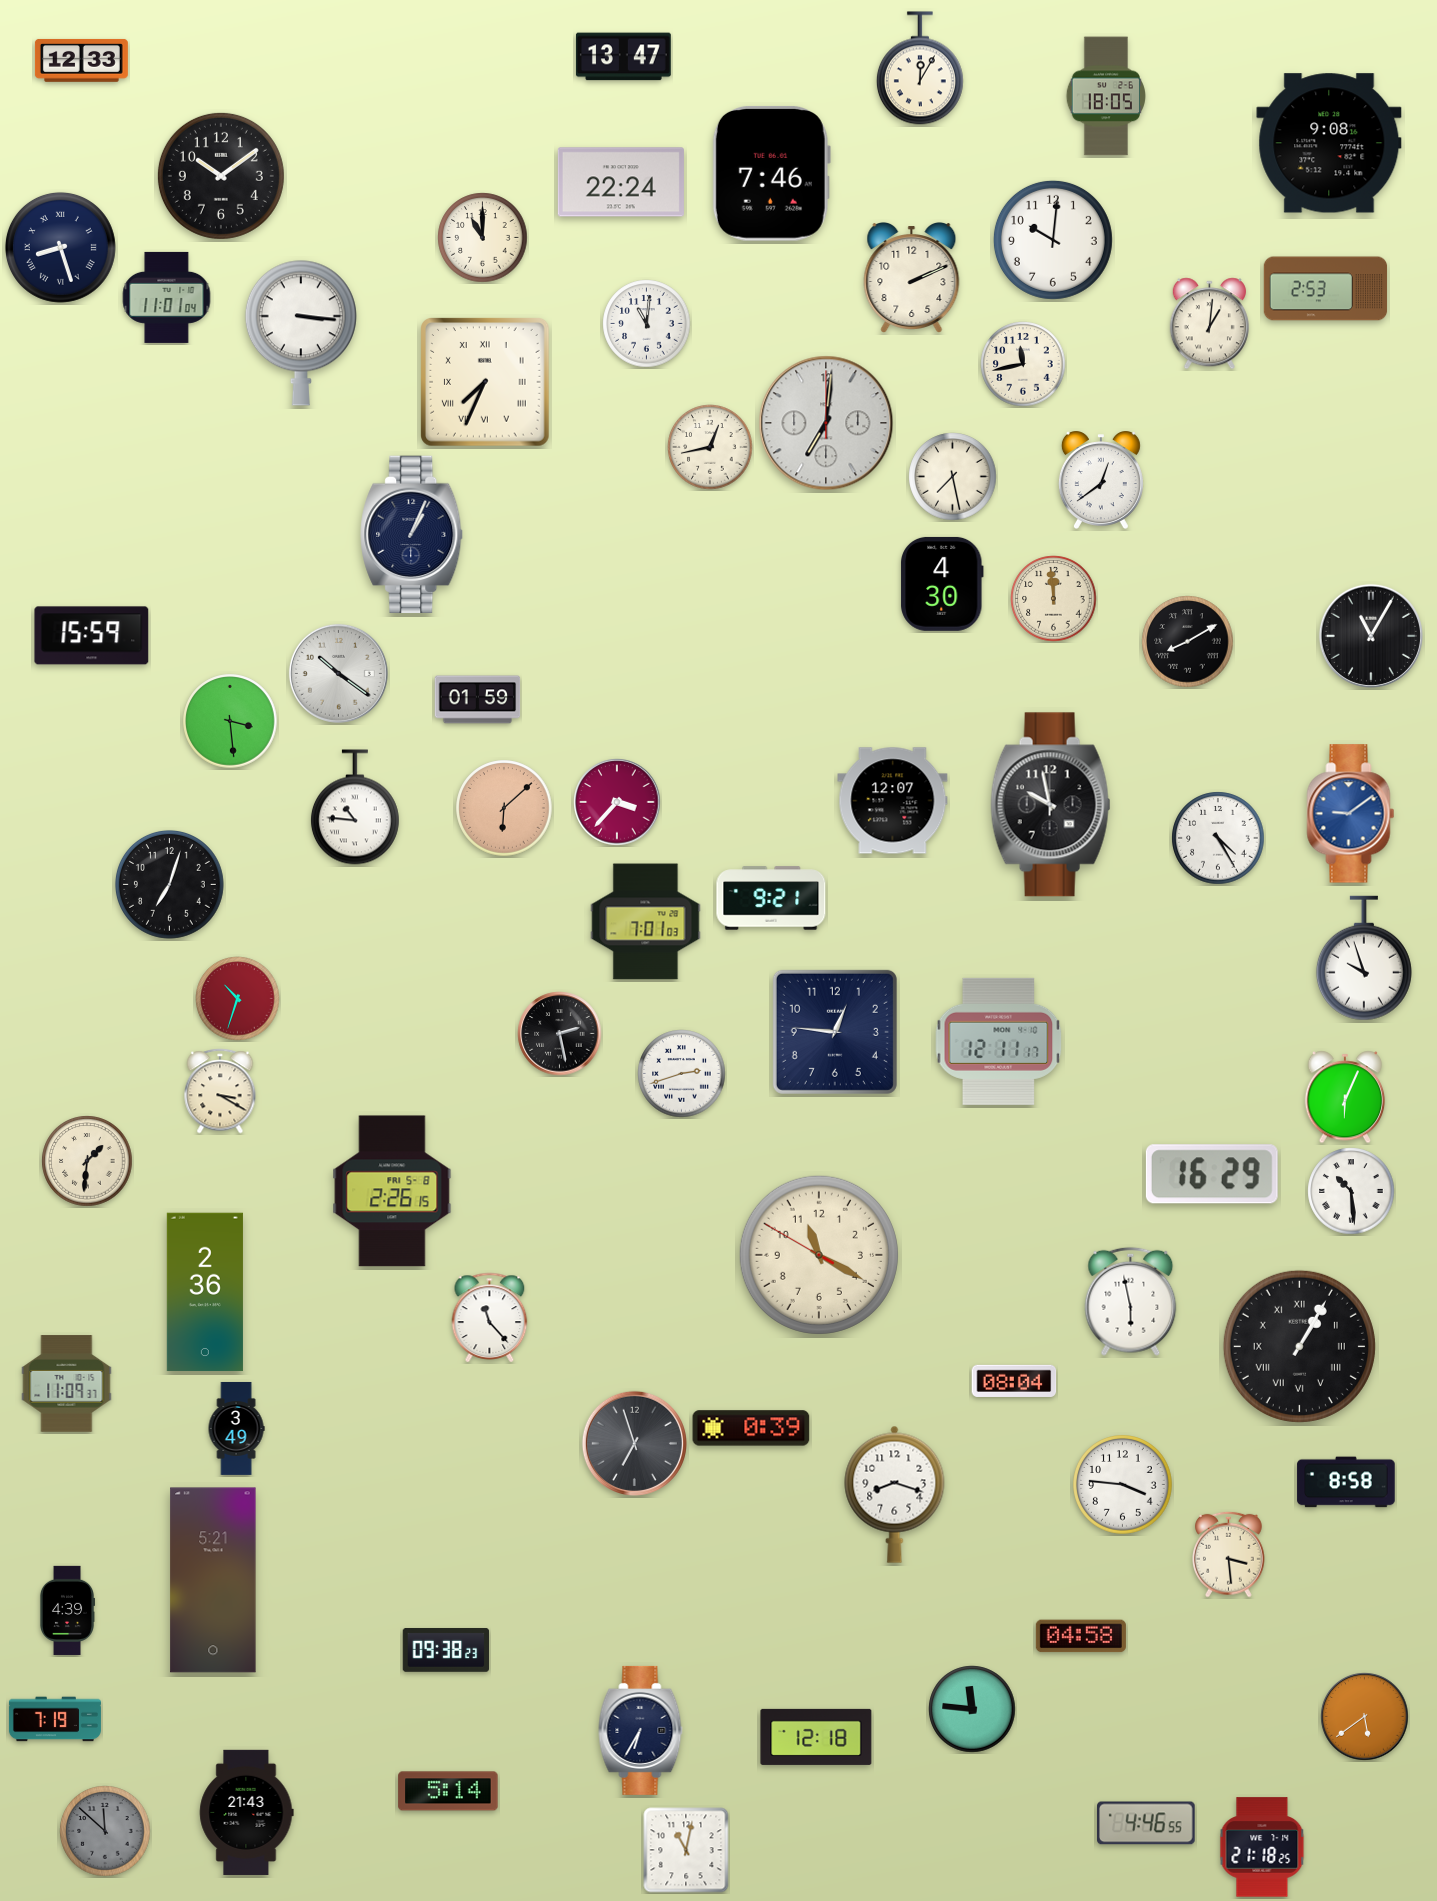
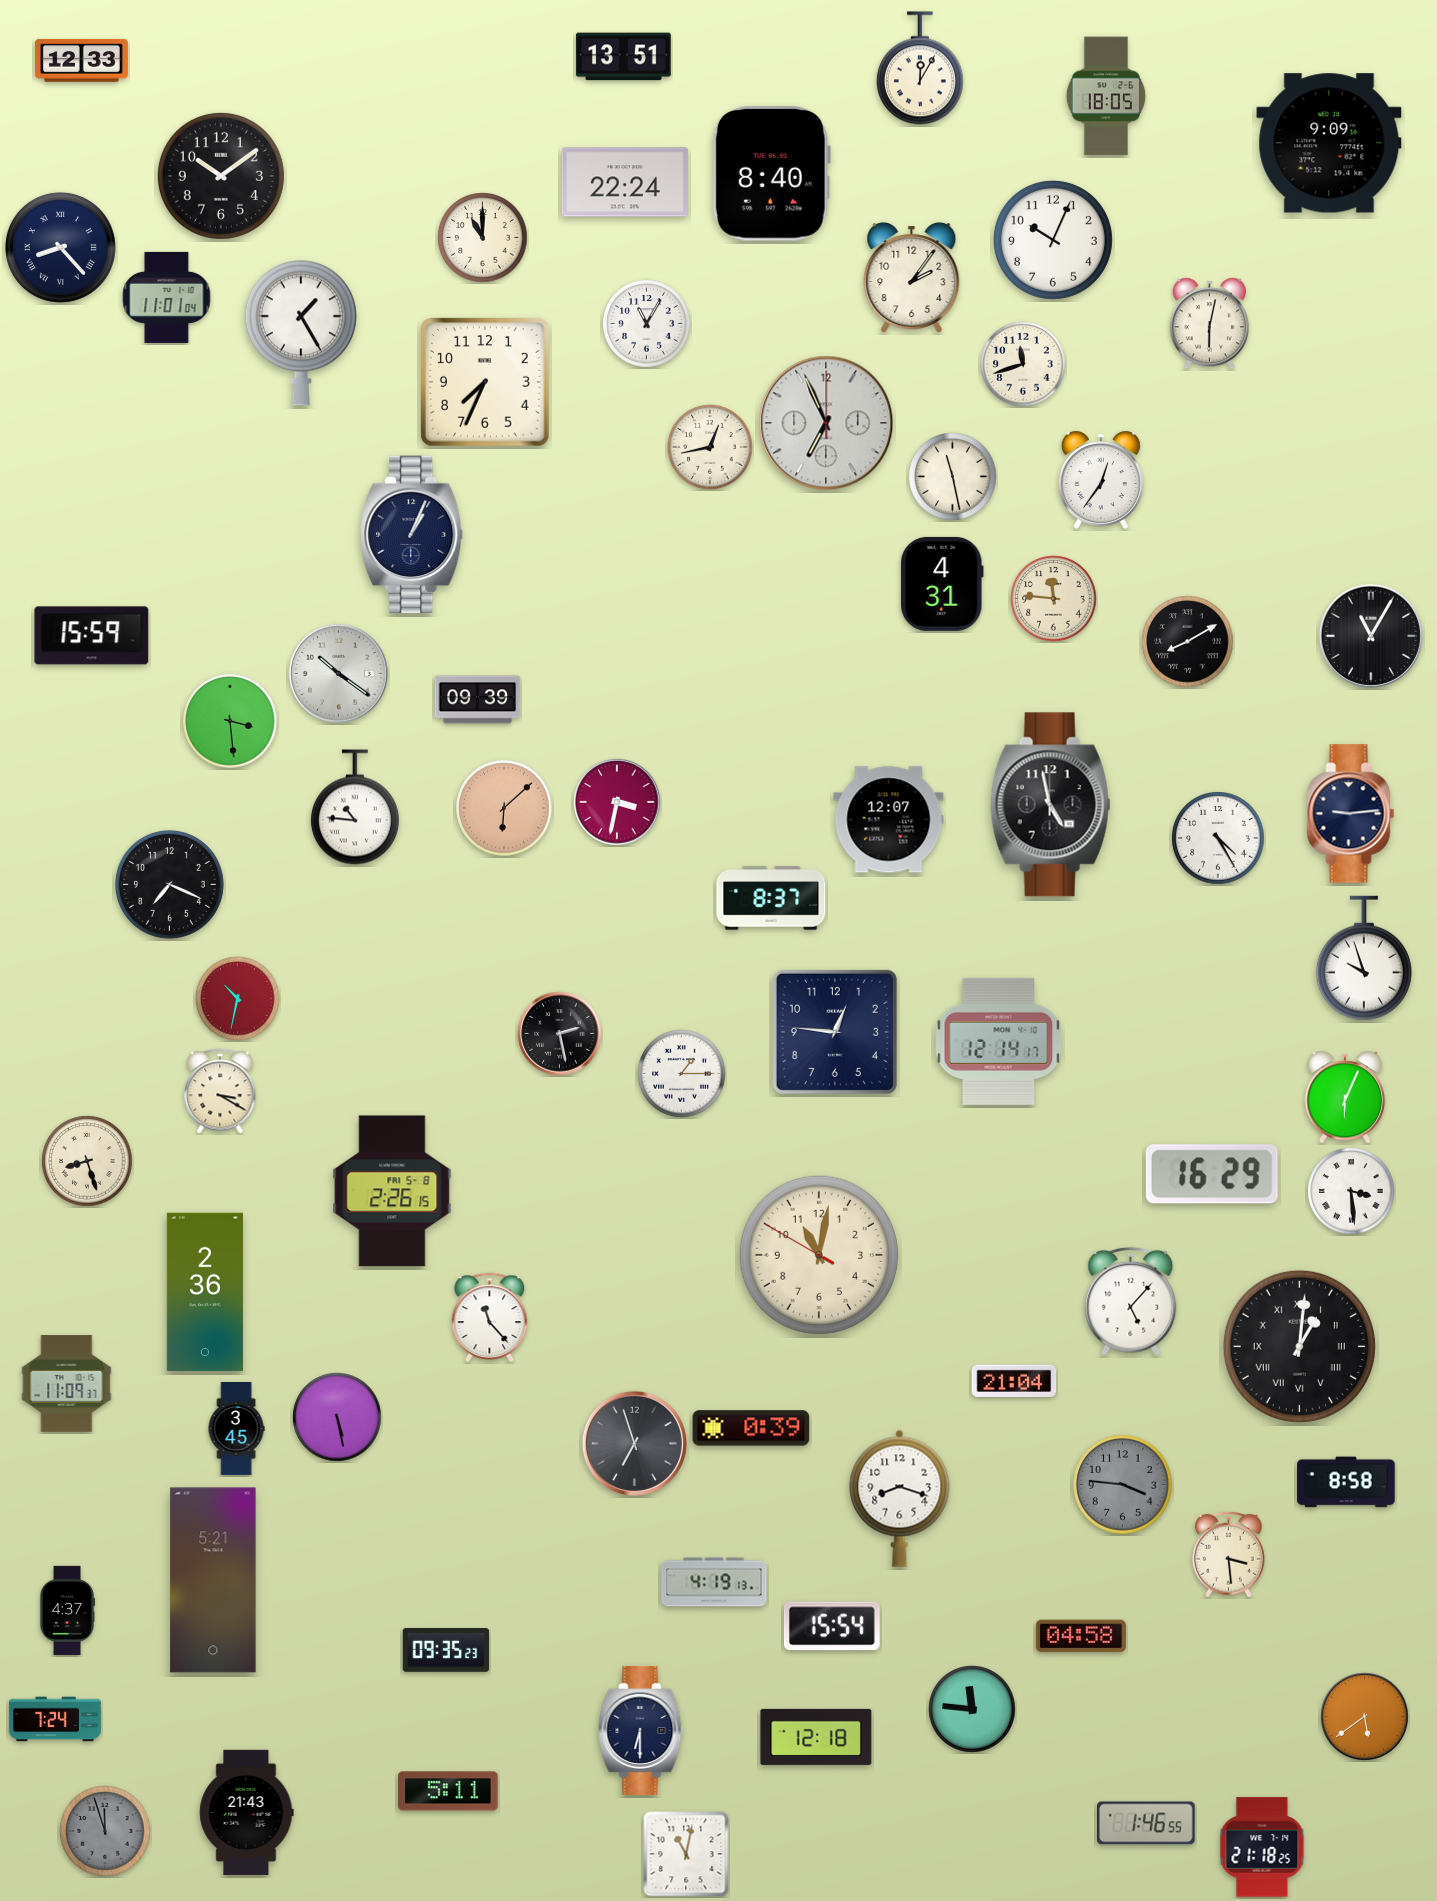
clock at (623, 57): 13:47 -> 13:51
clock at (1329, 143): 9:08 -> 9:09
clock at (771, 173): 7:46 -> 8:40
clock at (621, 182) position: (621, 182) -> (625, 182)
clock at (1053, 240): 10:01 -> 10:04
clock at (60, 247): 8:27 -> 8:23
clock at (912, 278): 2:11 -> 2:06
clock at (1326, 289): 2:53 -> none
clock at (647, 324): 11:01 -> 11:05
clock at (1209, 324): 1:01 -> 6:02
clock at (301, 333): 3:16 -> 1:25
clock at (1023, 364): 11:43 -> 11:42
clock at (486, 383) numerals: Roman -> Arabic
clock at (826, 423): 7:01 -> 6:56
clock at (953, 477): 7:28 -> 11:28
clock at (1101, 480): 12:39 -> 12:36
clock at (943, 584): 4:30 -> 4:31
clock at (1054, 599): 11:59 -> 11:46
clock at (478, 700): 01:59 -> 09:39
clock at (893, 801) position: (893, 801) -> (889, 820)
clock at (617, 802): 3:37 -> 3:32
clock at (1051, 805): 9:58 -> 4:58
clock at (1351, 814): 9:09 -> 9:14
clock at (1351, 814) dial: blue -> navy
clock at (169, 884): 7:03 -> 7:19
clock at (771, 898): 9:21 -> 8:37
clock at (646, 922): 7:01 -> none
clock at (238, 999): 10:33 -> 10:32
clock at (999, 1041): 12:11 -> 12:14
clock at (682, 1074): 2:42 -> 1:15
clock at (87, 1161): 1:31 -> 8:27
clock at (1351, 1191): 10:29 -> 3:29
clock at (819, 1255): 11:19 -> 11:01
clock at (1131, 1301): 5:58 -> 5:07
clock at (1299, 1346): 1:05 -> 1:01
clock at (1014, 1381): 08:04 -> 21:04
clock at (337, 1417): none -> 5:28
clock at (236, 1428): 3:49 -> 3:45
clock at (1123, 1485) dial: white -> grey
clock at (895, 1494) position: (895, 1494) -> (900, 1498)
clock at (714, 1582): none -> 4:19
clock at (66, 1610): 4:39 -> 4:37
clock at (832, 1626): none -> 15:54
clock at (446, 1651): 09:38 -> 09:35
clock at (55, 1719): 7:19 -> 7:24
clock at (641, 1730): 6:35 -> 6:30
clock at (448, 1791): 5:14 -> 5:11
clock at (1146, 1823): 4:46 -> 1:46
clock at (105, 1831): 11:52 -> 11:57
clock at (686, 1850) position: (686, 1850) -> (686, 1854)
